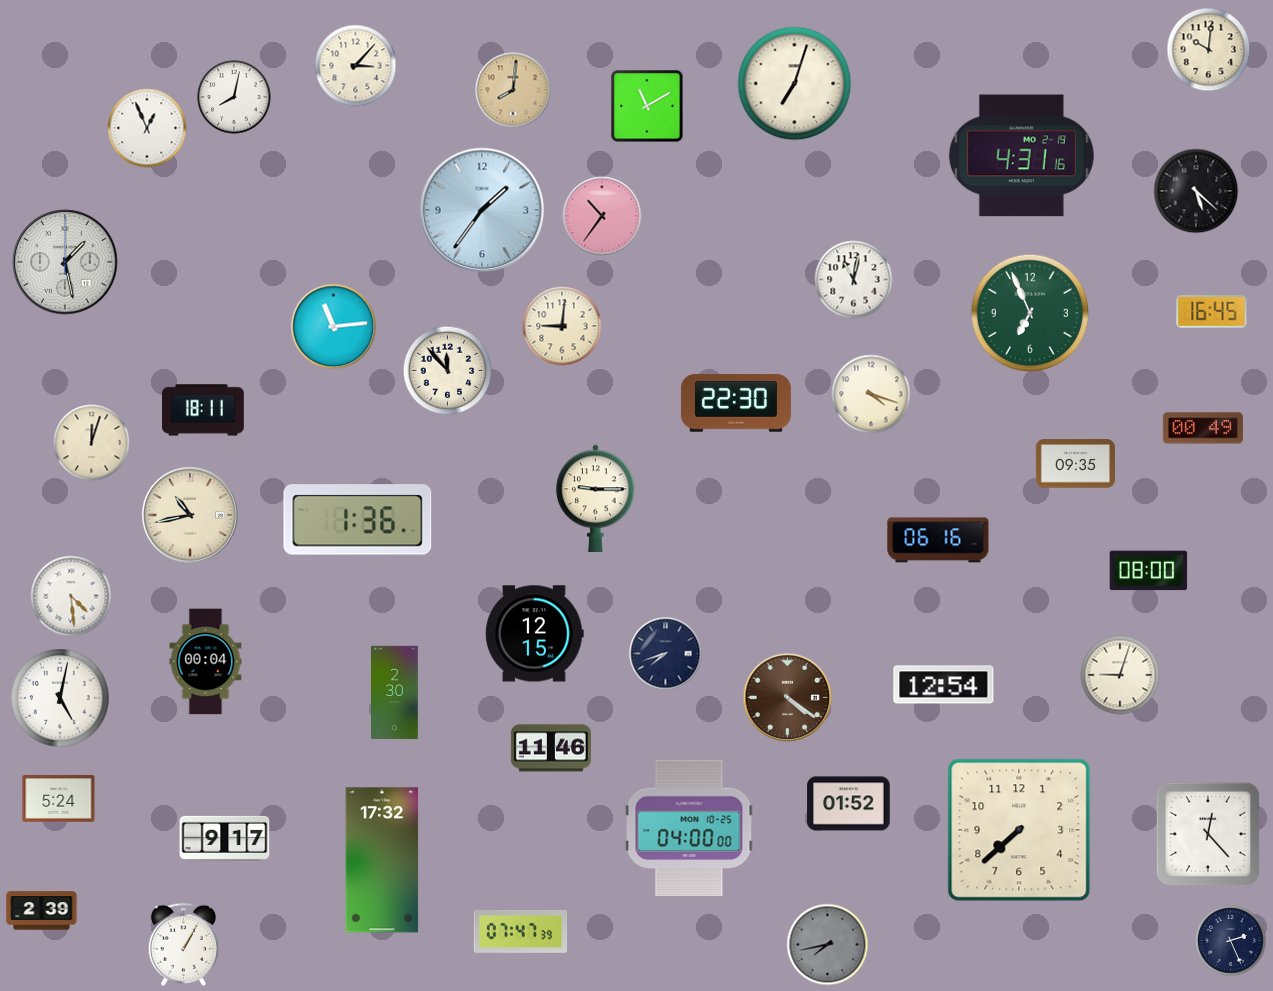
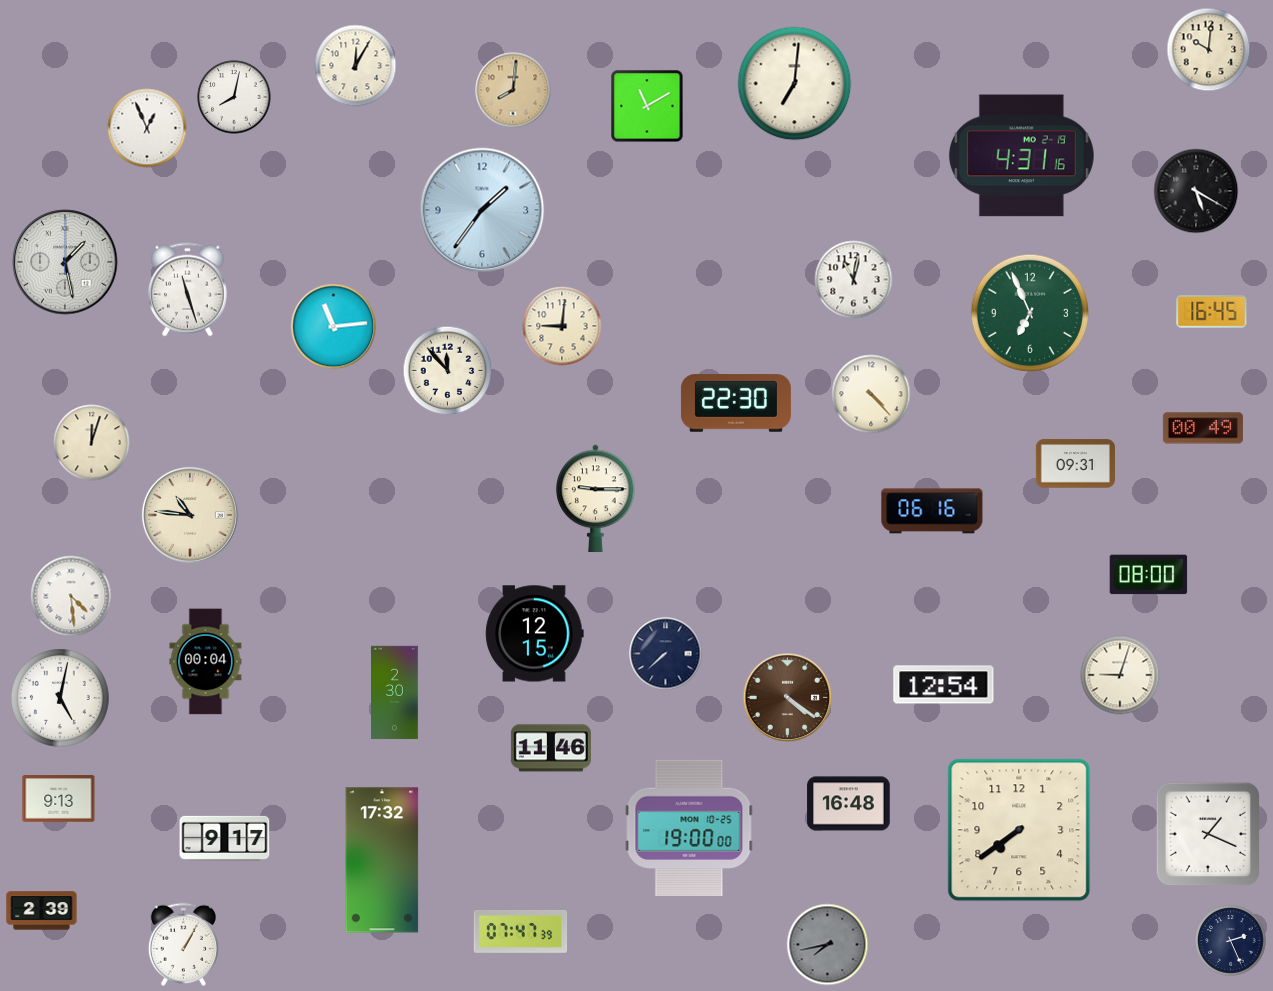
clock at (356, 66): 3:07 -> 12:05
clock at (795, 84): 7:03 -> 7:01
clock at (1196, 191): 5:22 -> 5:20
clock at (602, 216): 10:36 -> none
clock at (187, 290): none -> 11:27
clock at (871, 394): 4:18 -> 4:23
clock at (203, 410): 18:11 -> none
clock at (1075, 464): 09:35 -> 09:31
clock at (190, 515): 10:43 -> 10:46
clock at (358, 520): 1:36 -> none
clock at (938, 540) position: (938, 540) -> (932, 511)
clock at (1149, 571) position: (1149, 571) -> (1149, 575)
clock at (666, 654): 7:42 -> 7:38
clock at (59, 799): 5:24 -> 9:13
clock at (849, 804): 01:52 -> 16:48
clock at (689, 827): 04:00 -> 19:00
clock at (1019, 830): 7:38 -> 7:39
clock at (1208, 834): 12:23 -> 1:19
